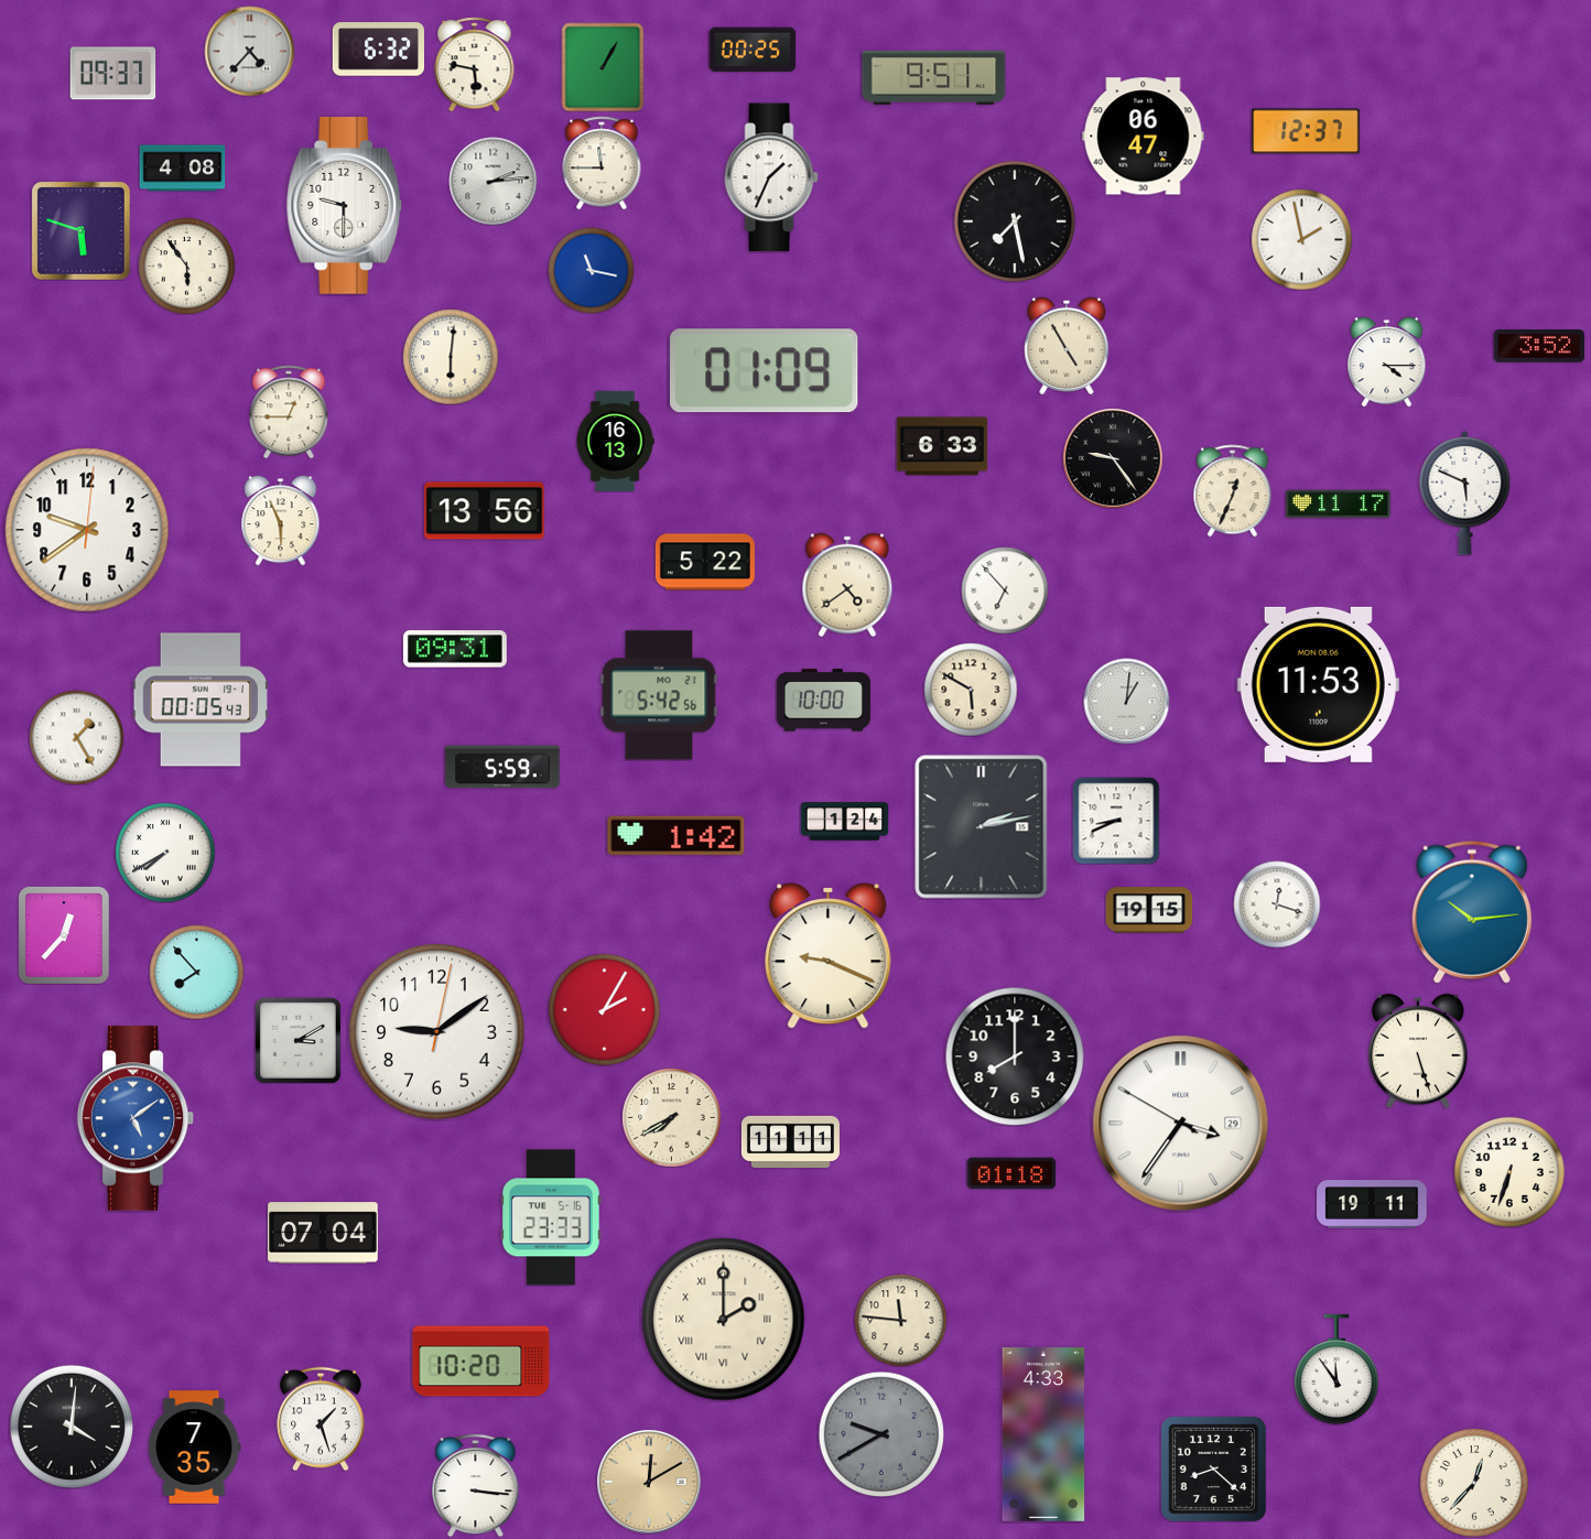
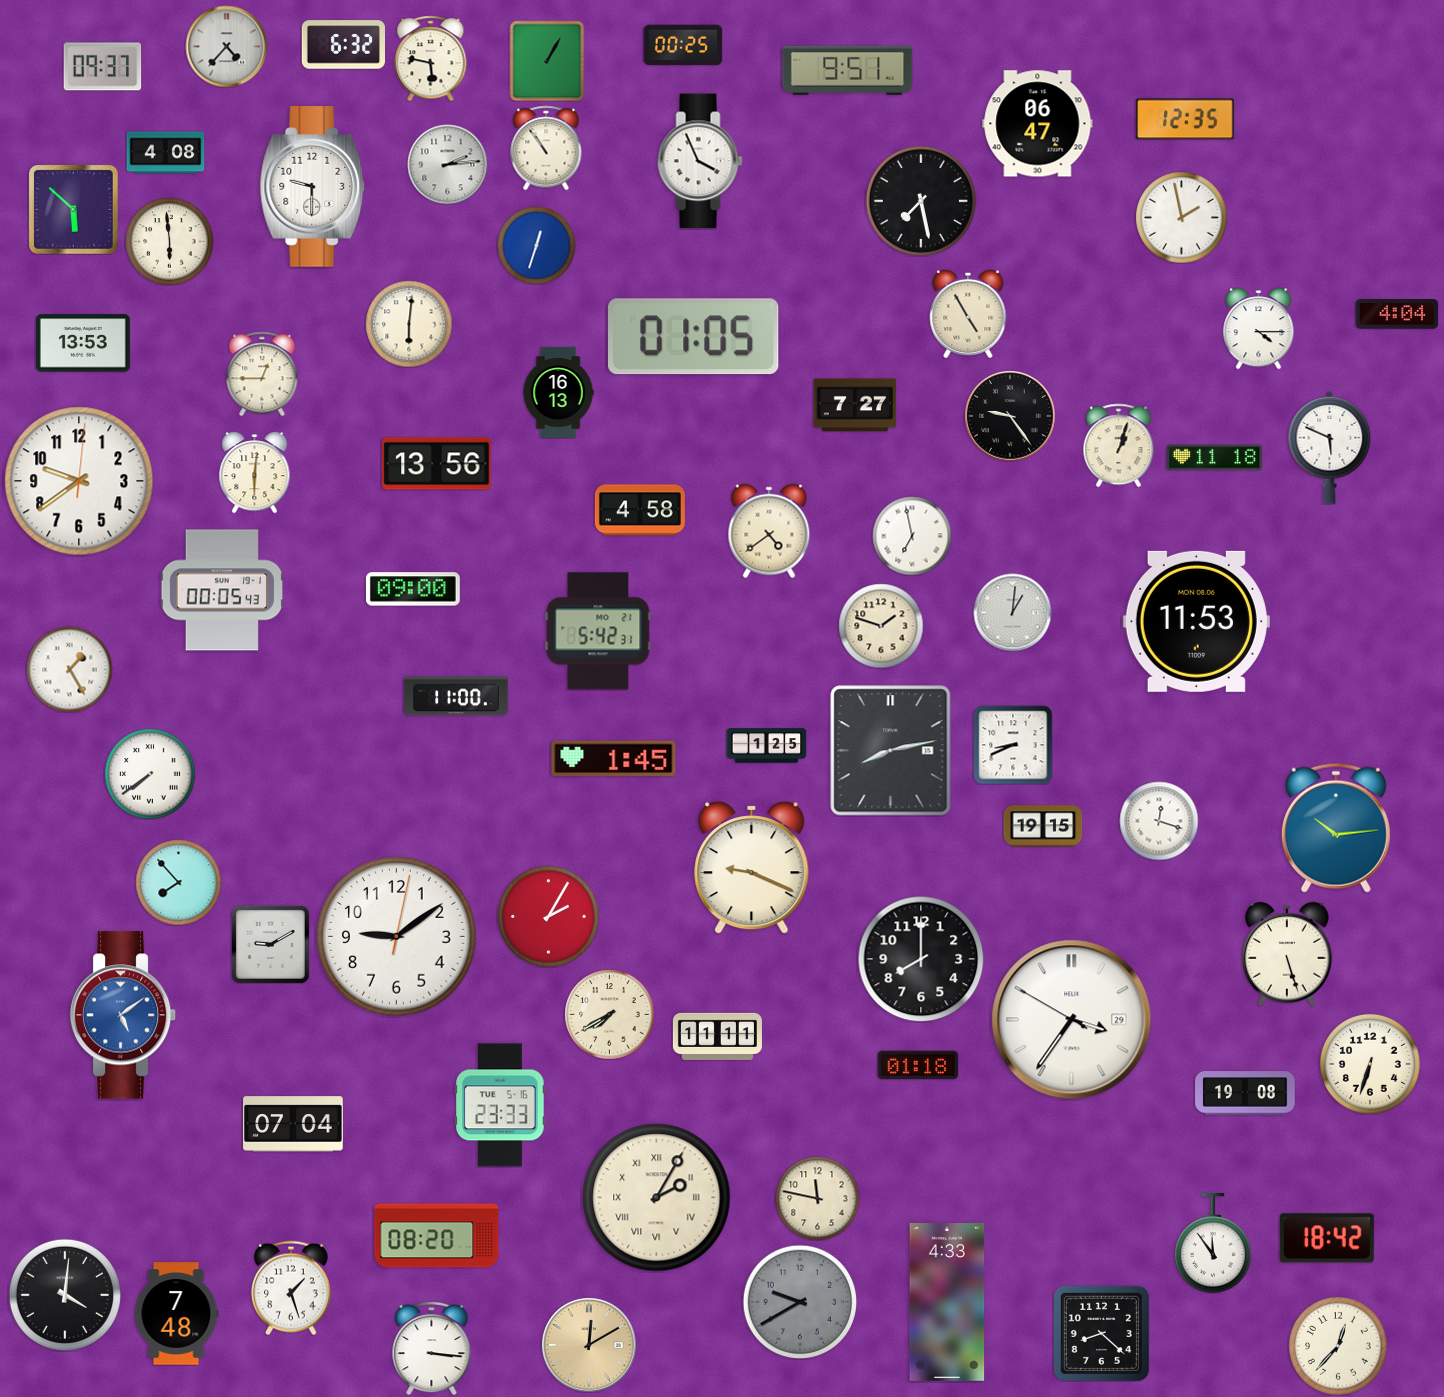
clock at (1306, 131): 12:37 -> 12:35
clock at (602, 163): 11:45 -> 10:54
clock at (771, 177): 1:34 -> 3:56
clock at (80, 230): 5:48 -> 5:52
clock at (186, 265): 5:54 -> 5:59
clock at (591, 270): 11:17 -> 12:33
clock at (1539, 346): 3:52 -> 4:04
clock at (765, 371): 01:09 -> 01:05
clock at (83, 343): none -> 13:53
clock at (615, 441) position: (615, 441) -> (558, 392)
clock at (942, 446): 6:33 -> 7:27
clock at (1233, 490): 12:34 -> 1:03
clock at (1338, 505): 11:17 -> 11:18
clock at (485, 511) position: (485, 511) -> (437, 464)
clock at (281, 521): 5:56 -> 6:01
clock at (705, 562): 5:22 -> 4:58
clock at (1005, 590): 6:53 -> 6:58
clock at (455, 649): 09:31 -> 09:00
clock at (971, 690): 5:50 -> 1:48
clock at (659, 695): 5:42:56 -> 5:42:31
clock at (199, 700) position: (199, 700) -> (221, 590)
clock at (823, 701): 10:00 -> none
clock at (1126, 701) position: (1126, 701) -> (1012, 612)
clock at (502, 767): 5:59 -> 11:00
clock at (844, 822): 1:24 -> 1:25
clock at (982, 827): 2:13 -> 8:13
clock at (677, 836): 1:42 -> 1:45
clock at (165, 853): 7:40 -> 7:39
clock at (64, 935): 12:37 -> none
clock at (297, 1040): 3:10 -> 9:10
clock at (1372, 1204): 19:11 -> 19:08
clock at (323, 1233) position: (323, 1233) -> (293, 1124)
clock at (724, 1320): 2:00 -> 2:05
clock at (900, 1320): 11:46 -> 11:47
clock at (481, 1362): 10:20 -> 08:20
clock at (1327, 1238): none -> 18:42
clock at (194, 1448): 7:35 -> 7:48
